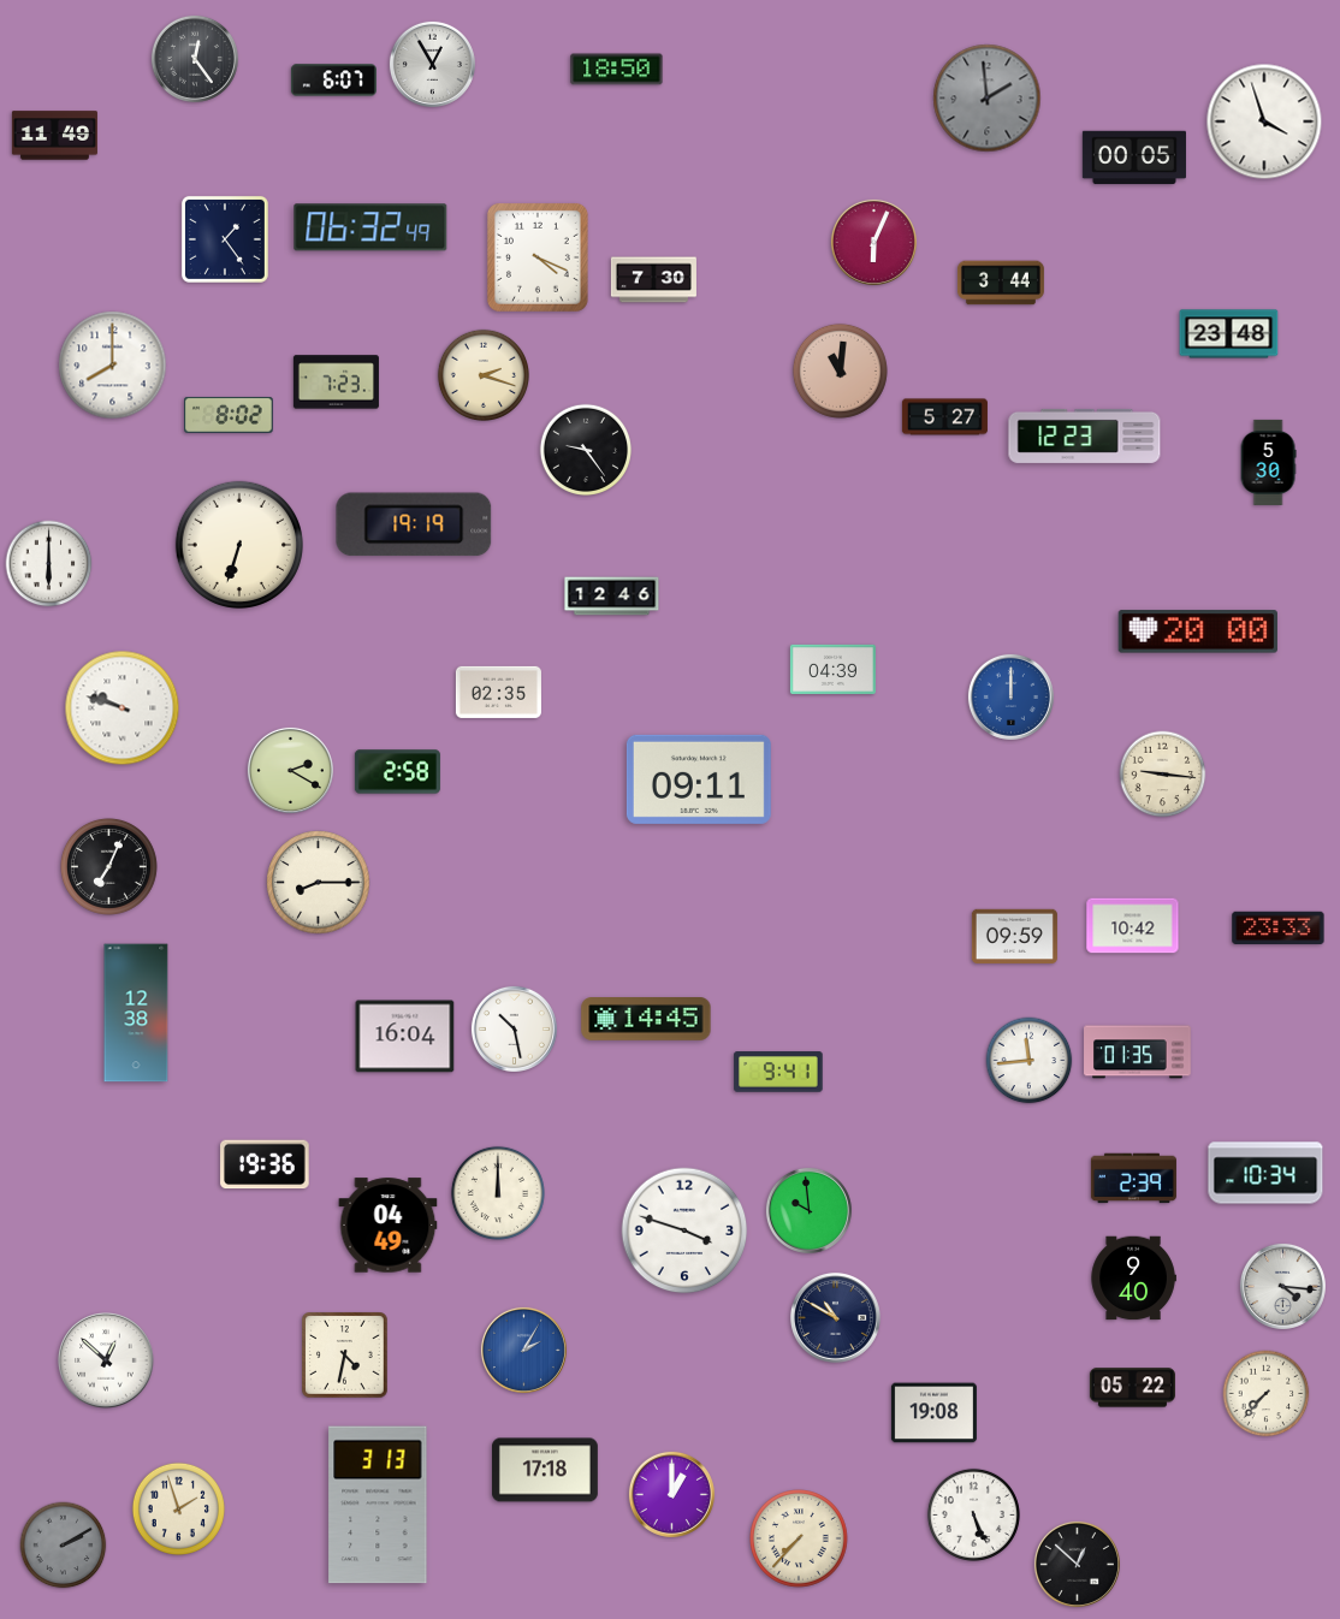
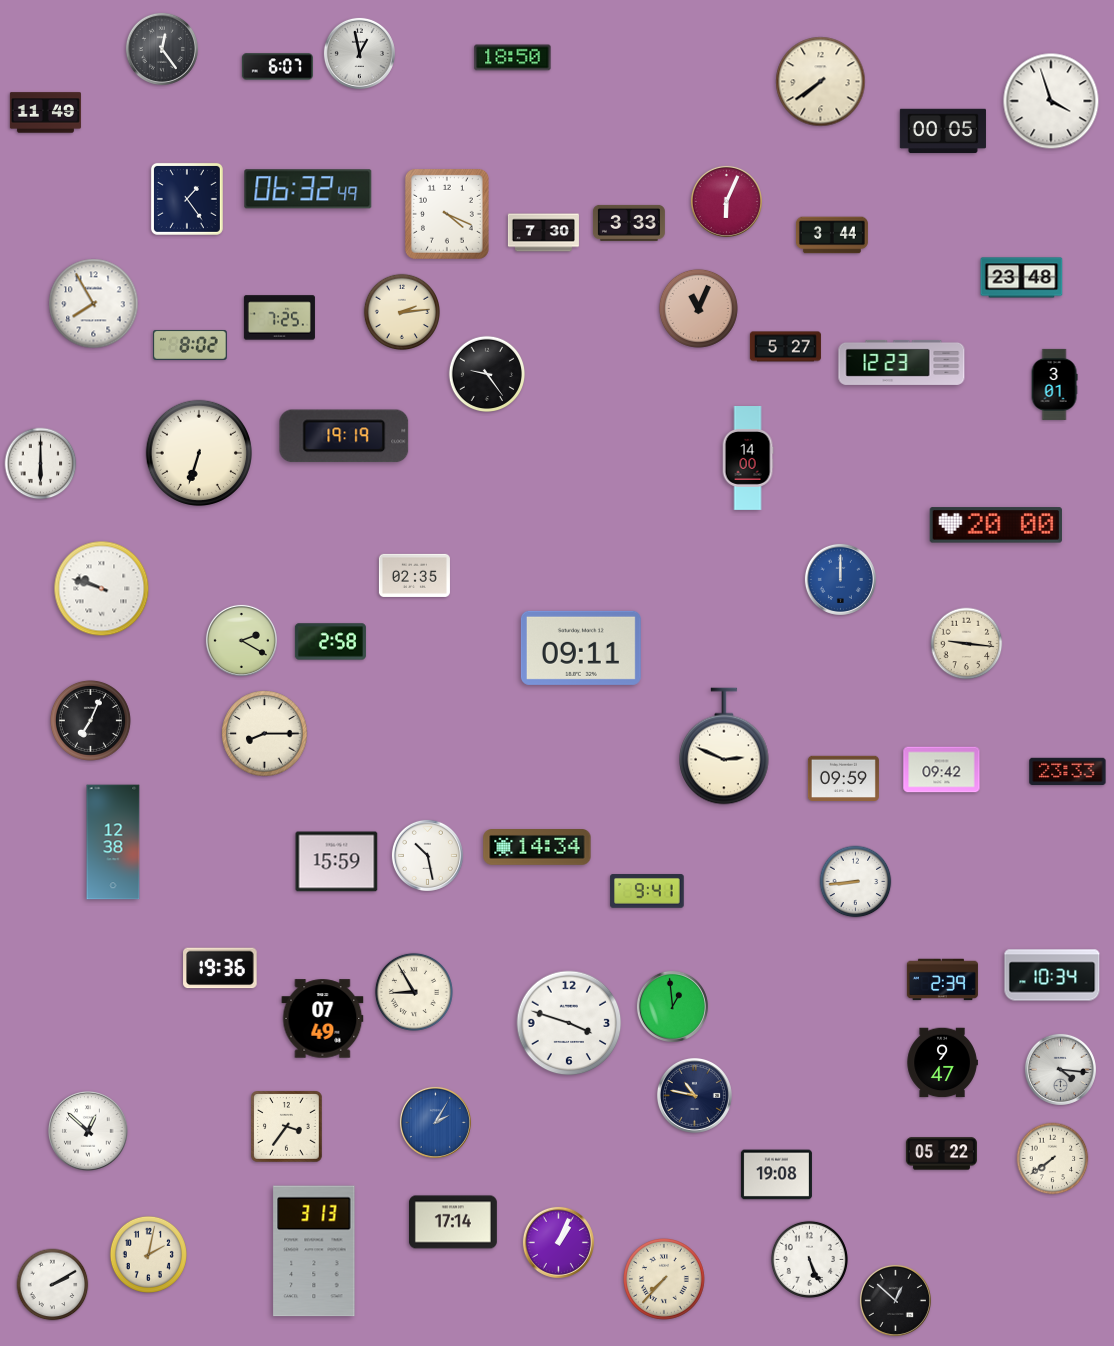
clock at (432, 64): 12:55 -> 12:58
clock at (988, 99): 1:59 -> 7:39
clock at (988, 99) dial: grey -> cream
clock at (629, 223): none -> 3:33
clock at (113, 366): 8:00 -> 7:55
clock at (840, 370): 11:01 -> 11:04
clock at (482, 374): 2:18 -> 2:14
clock at (336, 382): 7:23 -> 7:25
clock at (1268, 462): 5:30 -> 3:01
clock at (748, 459): none -> 14:00
clock at (49, 564) position: (49, 564) -> (41, 464)
clock at (612, 597): 12:46 -> none
clock at (832, 669): 04:39 -> none
clock at (724, 746): none -> 2:49
clock at (1133, 926): 10:42 -> 09:42
clock at (1279, 929) position: (1279, 929) -> (1068, 772)
clock at (646, 1020): 14:45 -> 14:34
clock at (405, 1037): 16:04 -> 15:59
clock at (1138, 1052): 01:35 -> none
clock at (1030, 1061): 11:44 -> 8:44
clock at (498, 1193): 12:00 -> 8:55
clock at (808, 1210): 9:59 -> 12:59
clock at (389, 1226): 04:49 -> 07:49
clock at (1133, 1279): 9:40 -> 9:47
clock at (1282, 1286) position: (1282, 1286) -> (1060, 1069)
clock at (835, 1317): 10:50 -> 10:47
clock at (345, 1356): 4:32 -> 3:36
clock at (1267, 1394): 7:37 -> 7:39
clock at (545, 1470): 17:18 -> 17:14
clock at (671, 1494): 1:00 -> 1:04
clock at (178, 1508): 1:57 -> 2:02
clock at (64, 1546) dial: grey -> white
